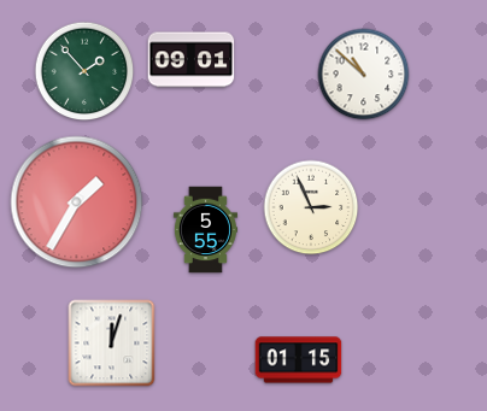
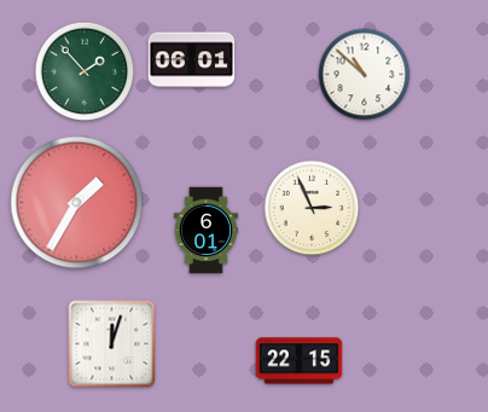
clock at (192, 60): 09:01 -> 06:01
clock at (205, 230): 5:55 -> 6:01
clock at (299, 360): 01:15 -> 22:15
